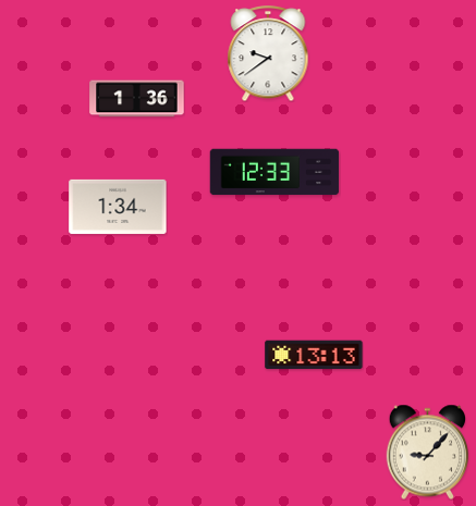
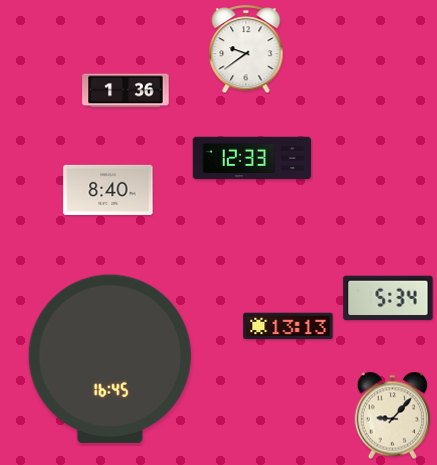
clock at (118, 207): 1:34 -> 8:40
clock at (388, 298): none -> 5:34
clock at (110, 359): none -> 16:45
